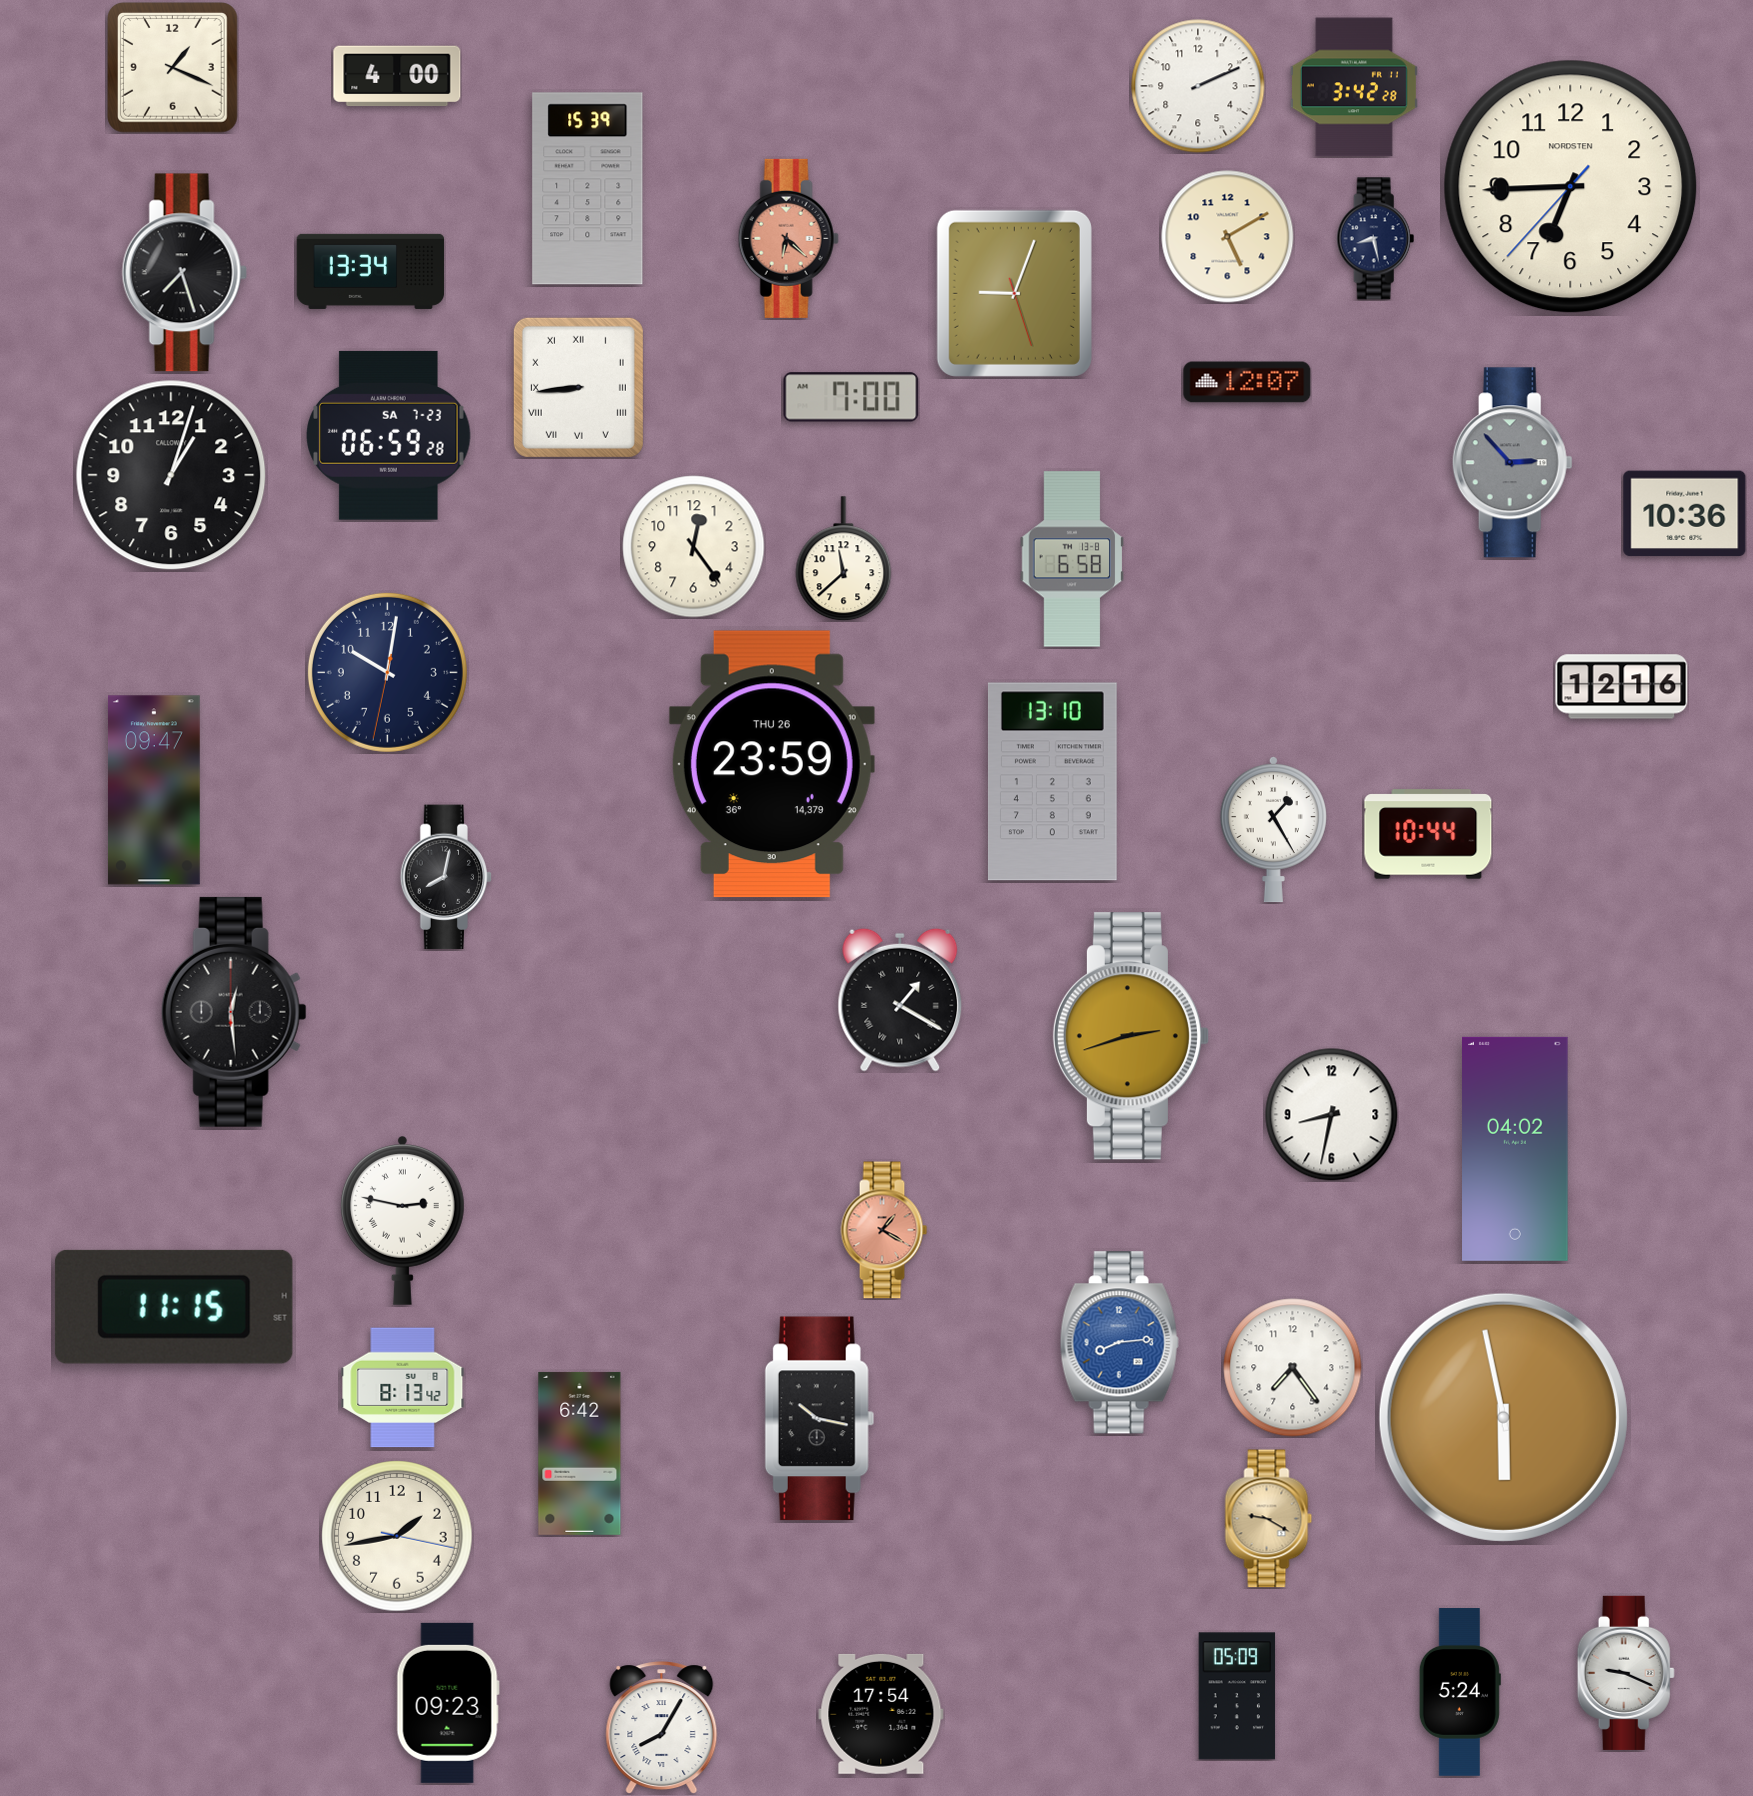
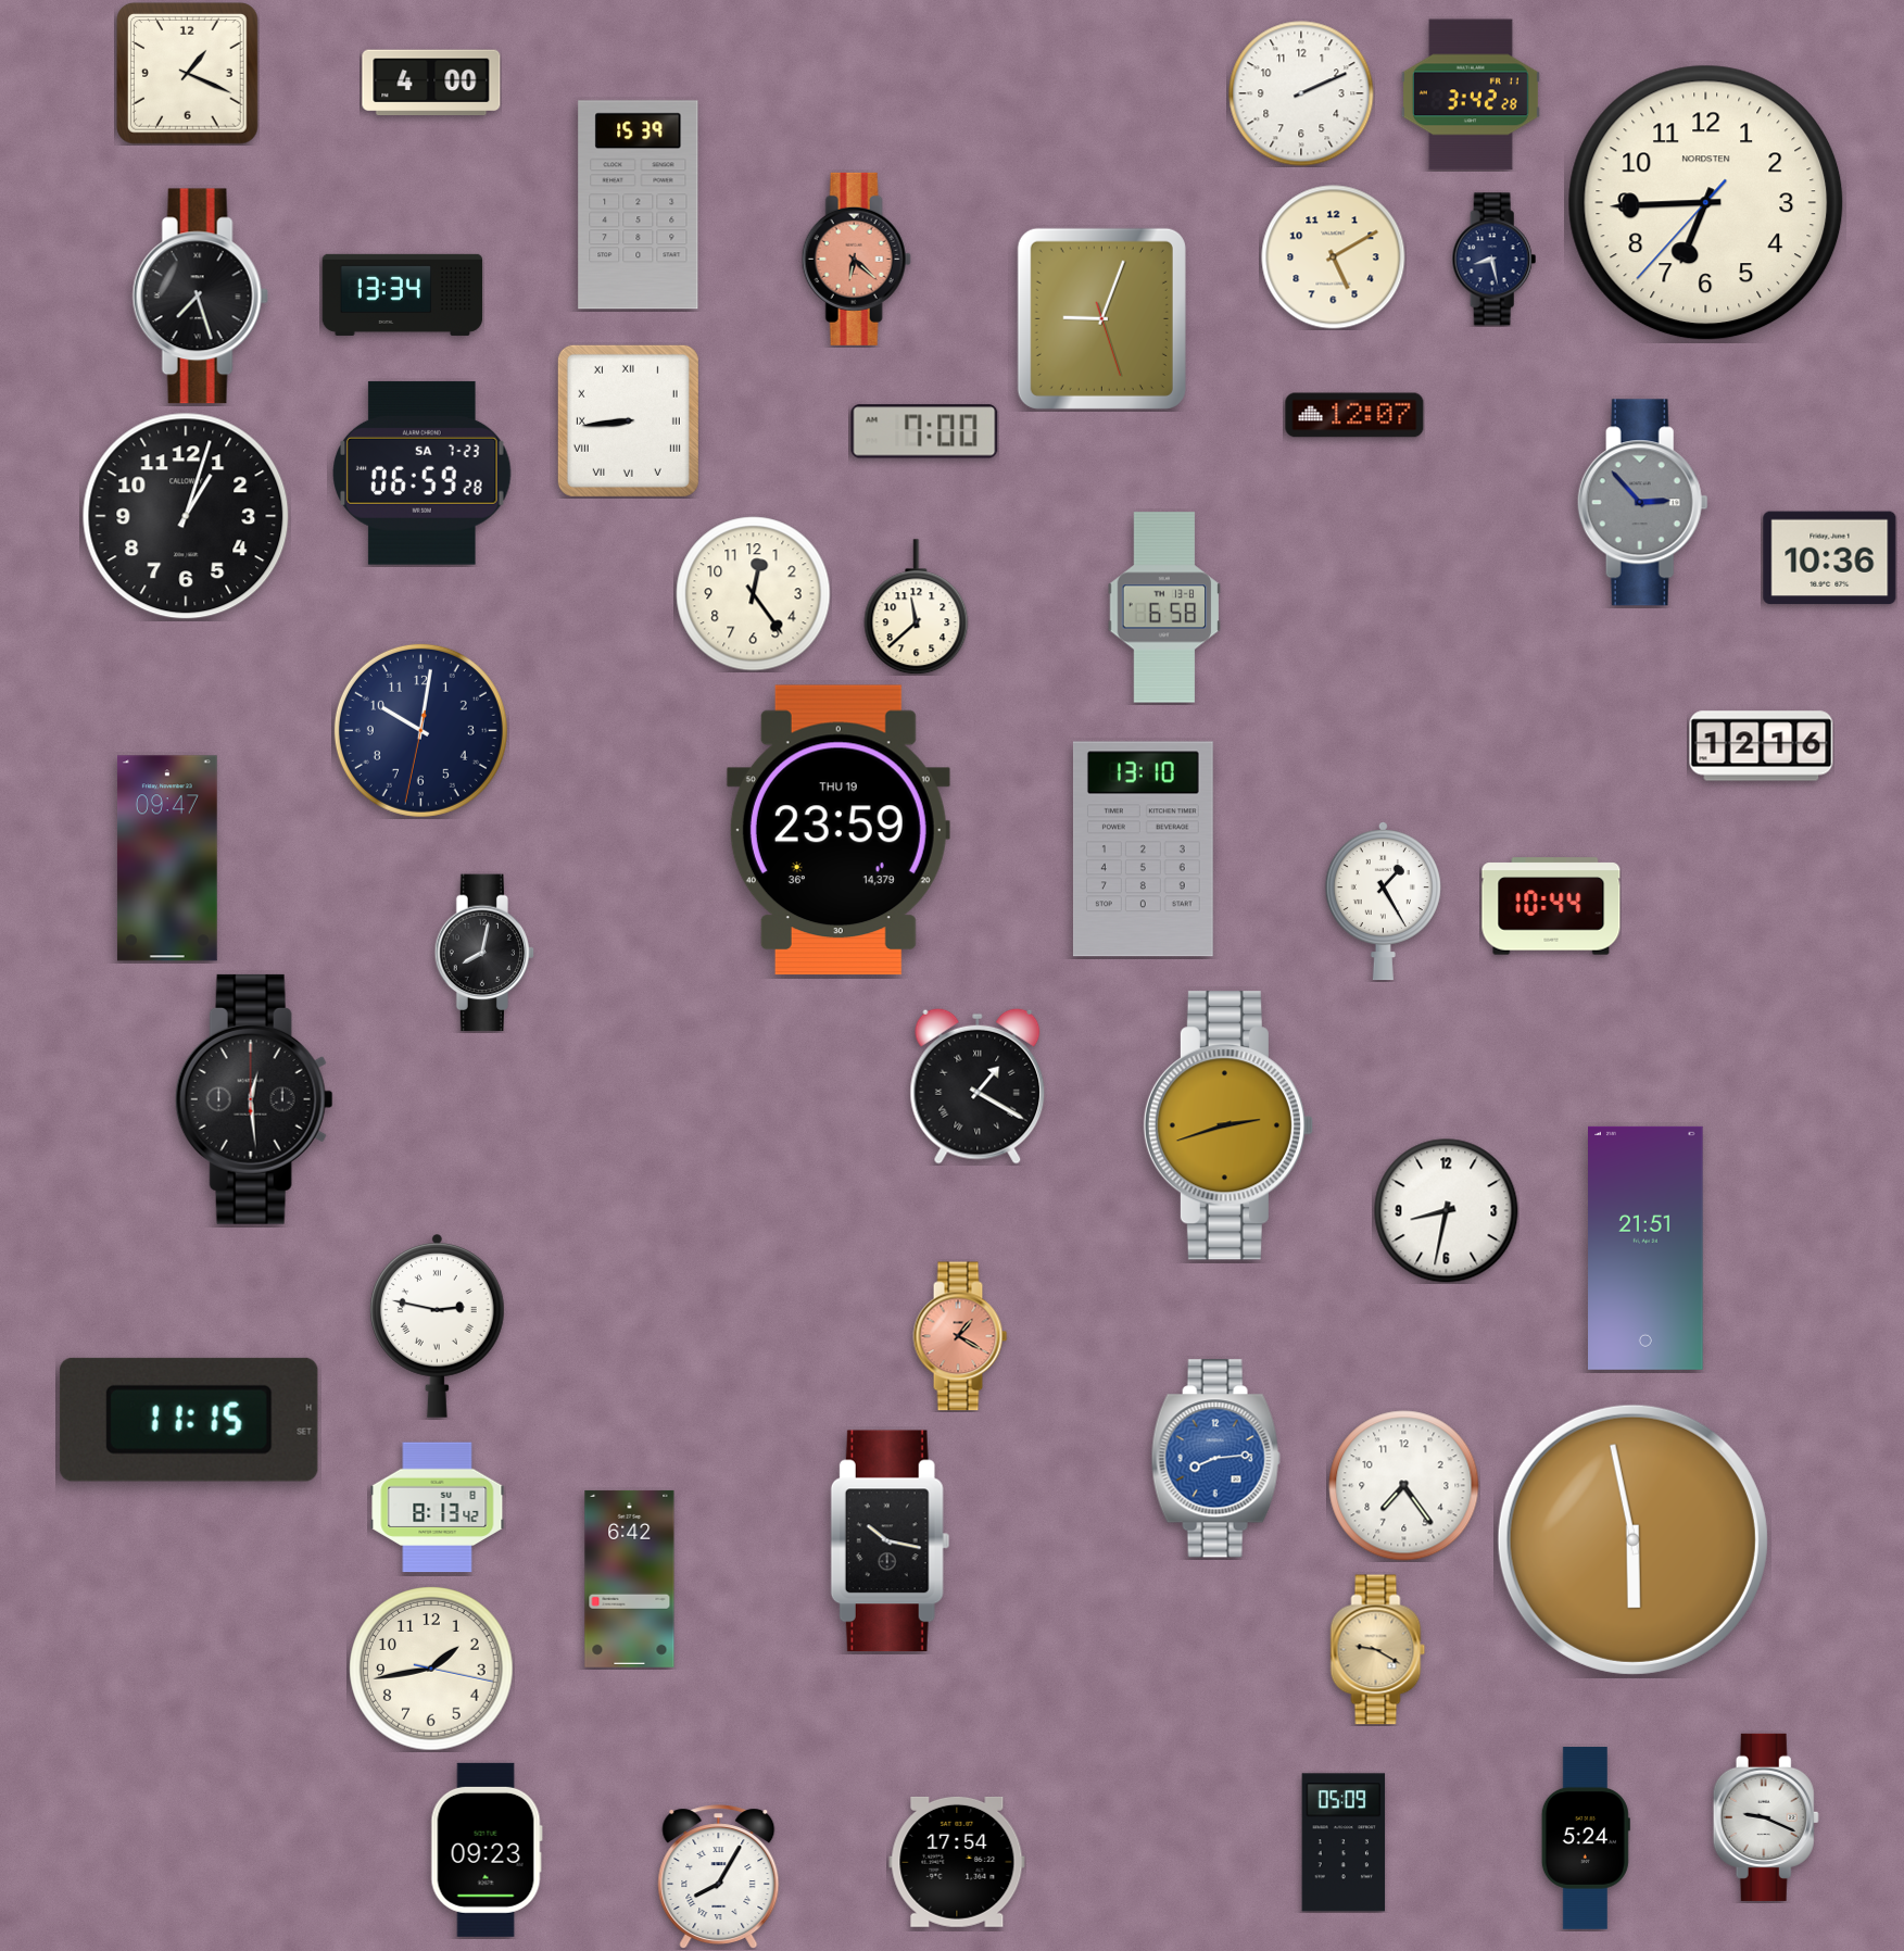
clock at (772, 764) date: THU 26 -> THU 19
clock at (1516, 1149): 04:02 -> 21:51
